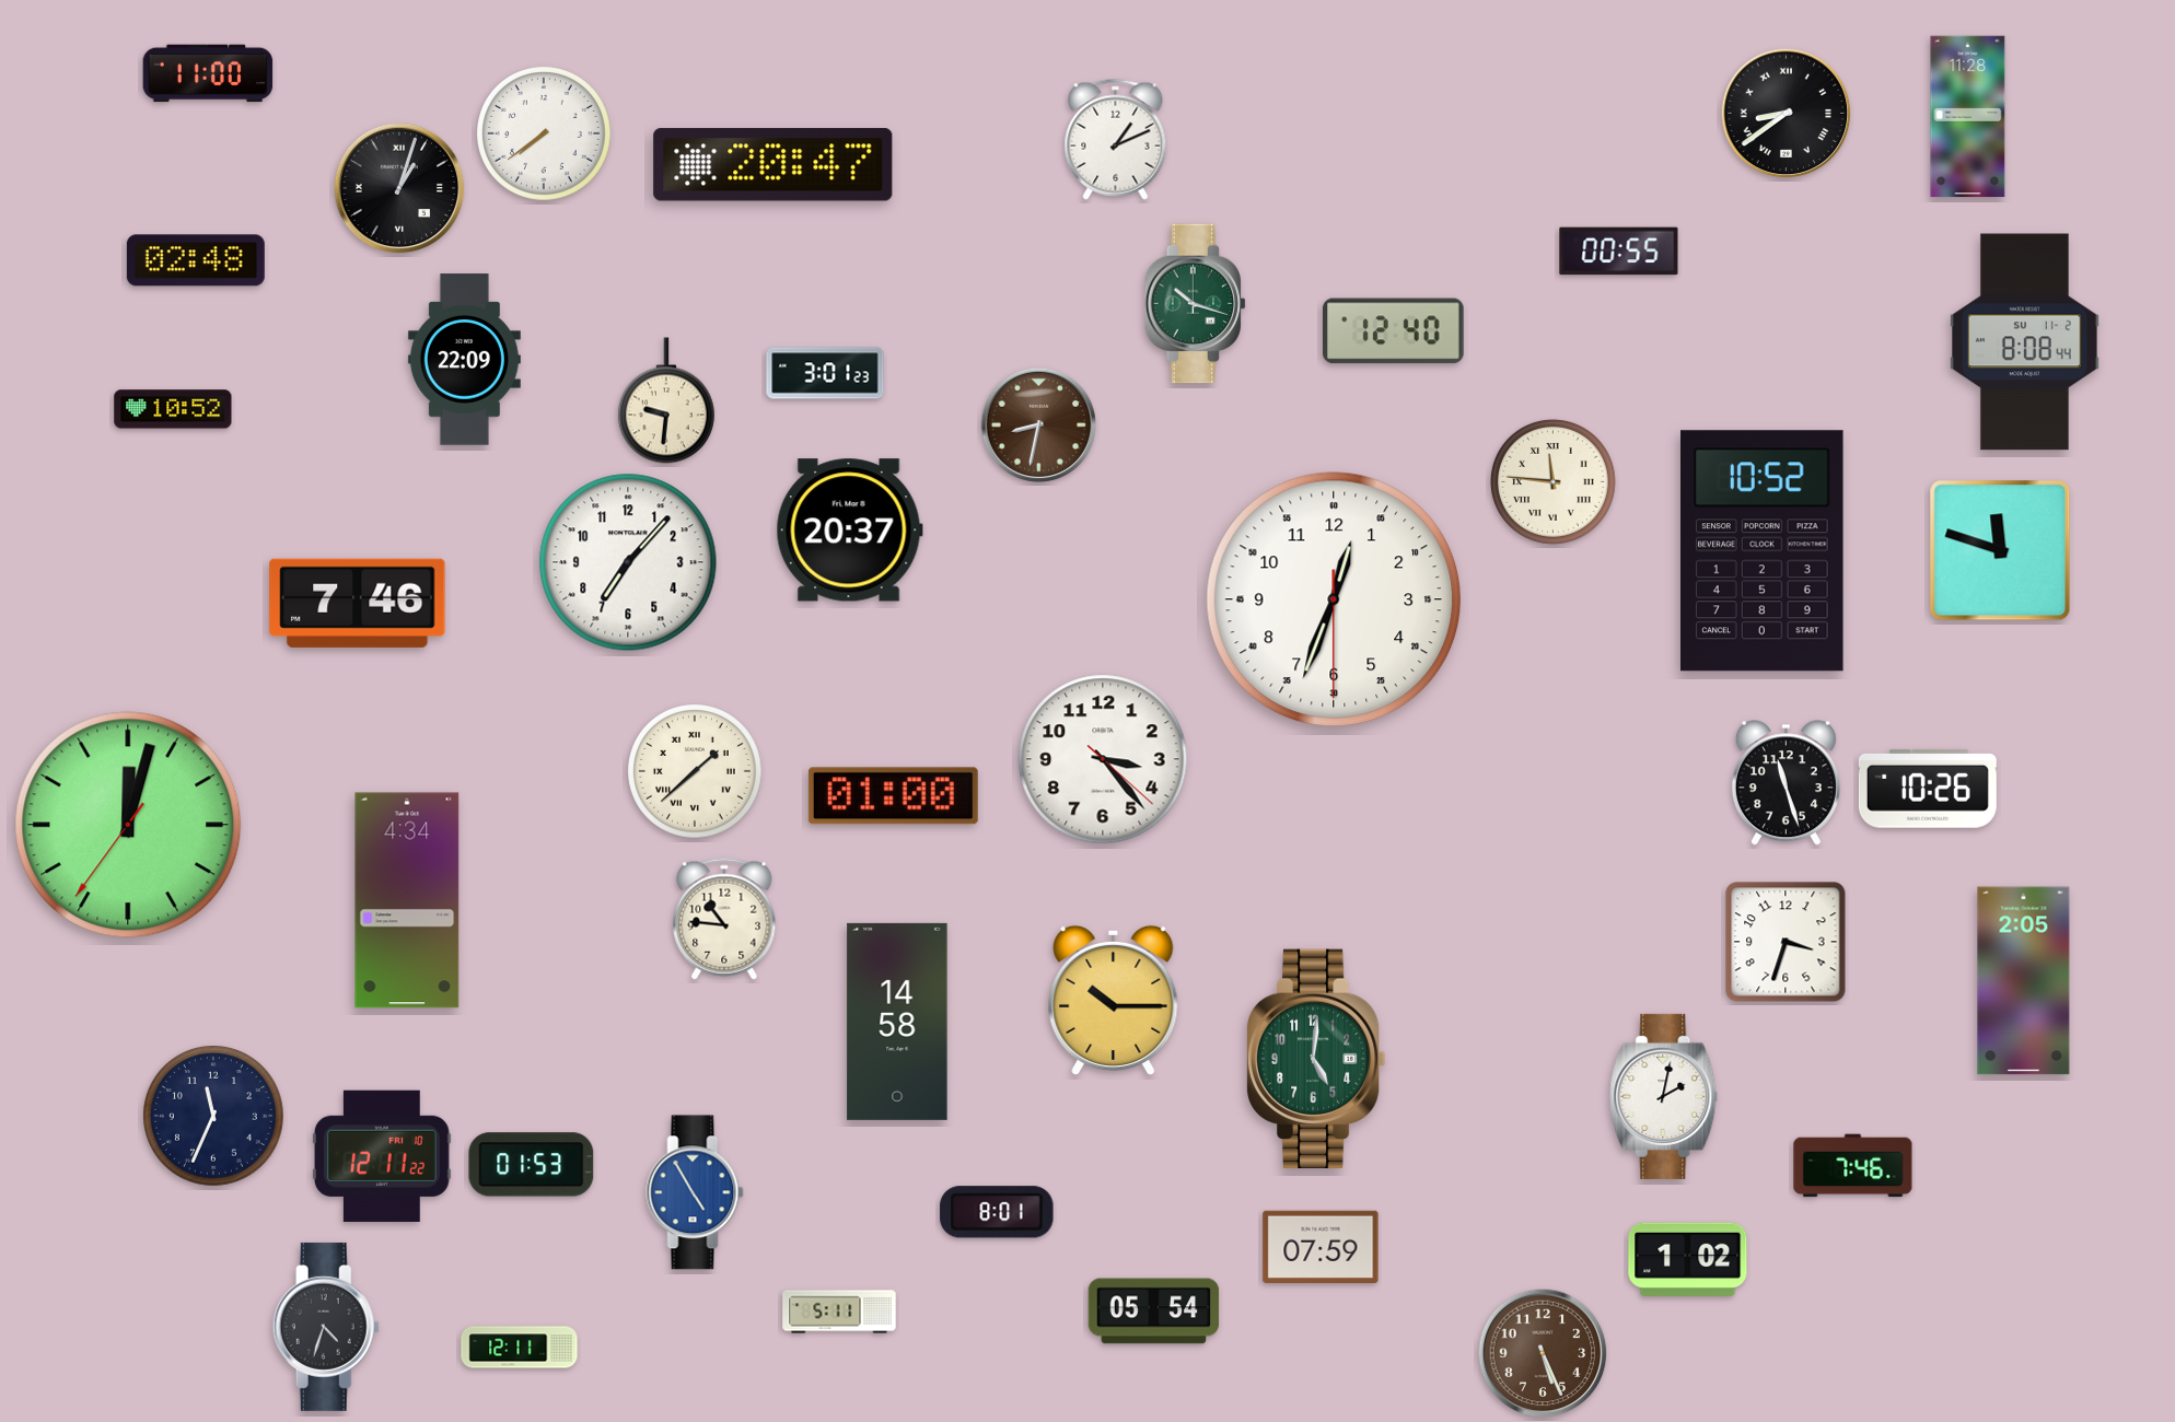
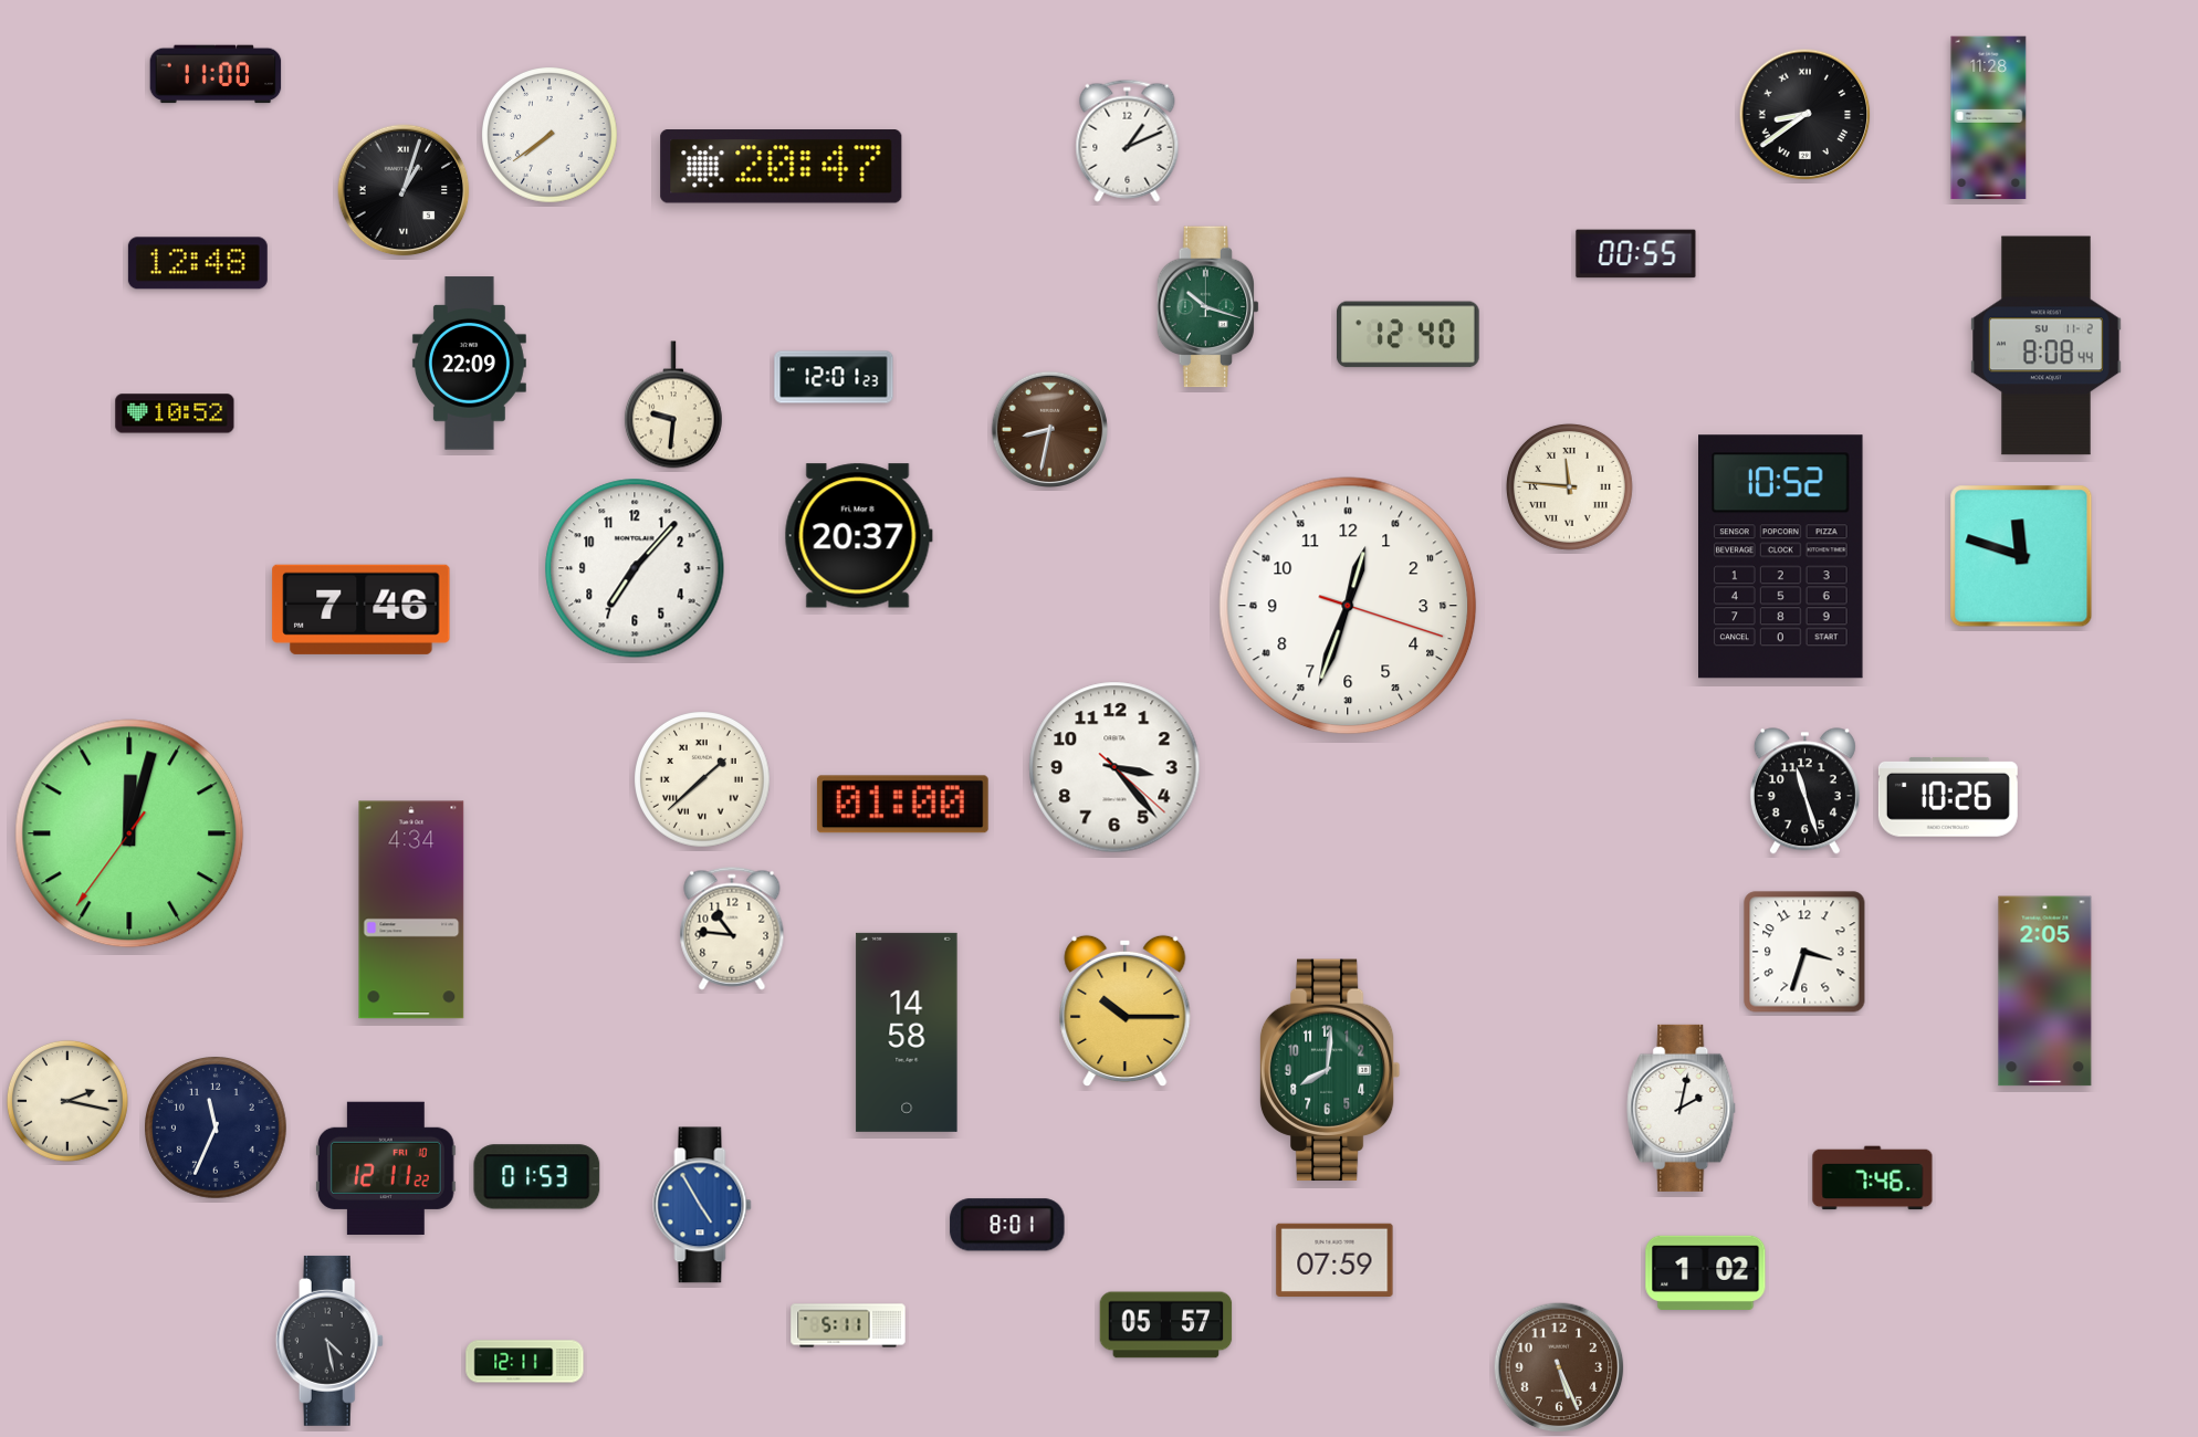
clock at (208, 73) position: (208, 73) -> (216, 74)
clock at (196, 260): 02:48 -> 12:48
clock at (825, 373): 3:01 -> 12:01
clock at (1334, 599): 12:33:30 -> 12:33:18
clock at (1316, 1059): 5:01 -> 8:01
clock at (67, 1101): none -> 2:17
clock at (1154, 1312): 05:54 -> 05:57
clock at (326, 1327): 4:33 -> 4:28
